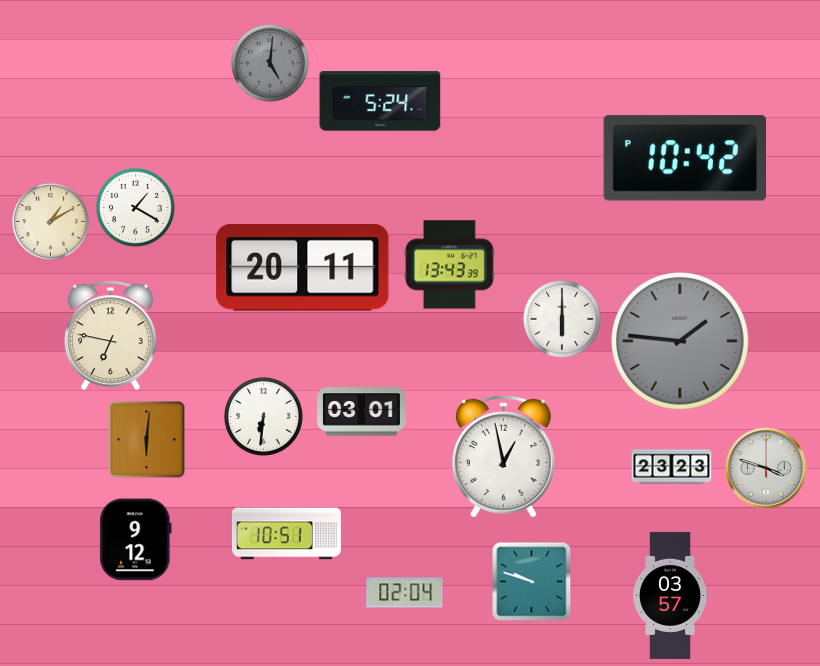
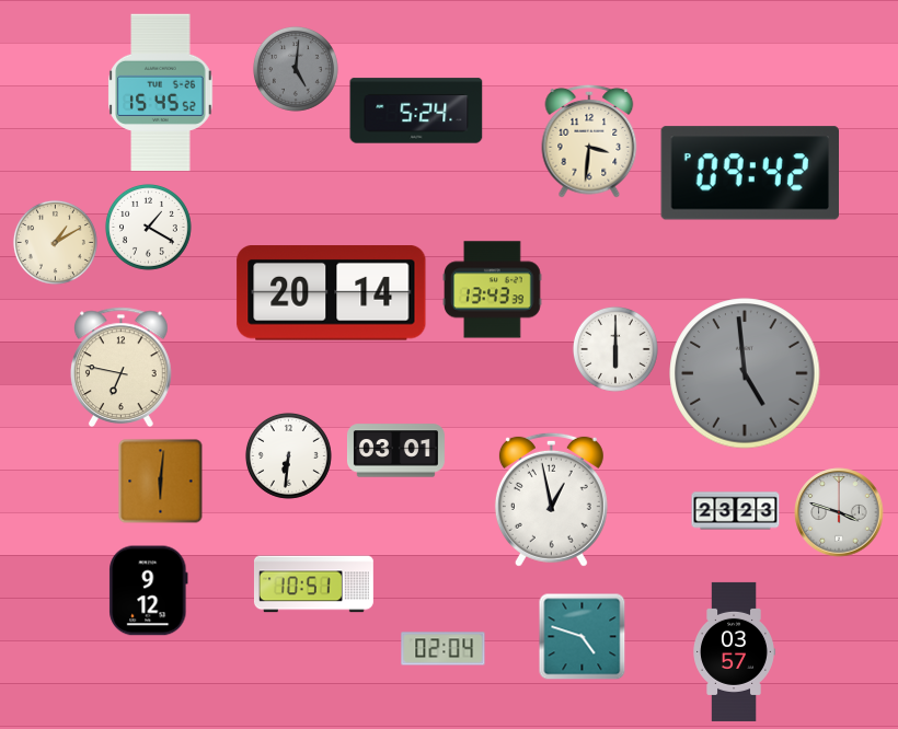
clock at (161, 93): none -> 15:45
clock at (589, 141): none -> 3:31
clock at (684, 158): 10:42 -> 09:42
clock at (303, 268): 20:11 -> 20:14
clock at (680, 341): 1:46 -> 4:59
clock at (532, 582): 9:48 -> 4:48
